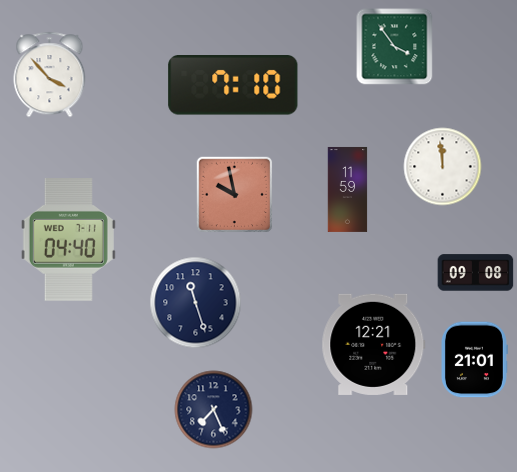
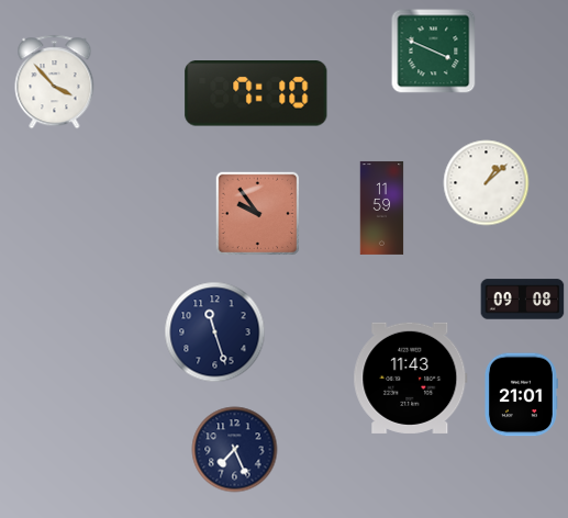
clock at (395, 47): 3:54 -> 3:49
clock at (443, 167): 11:59 -> 1:08
clock at (234, 194): 9:58 -> 9:54
clock at (68, 240): 04:40 -> none
clock at (374, 344): 12:21 -> 11:43
